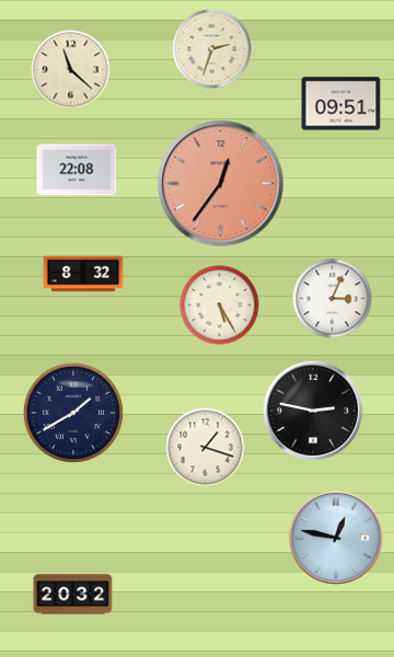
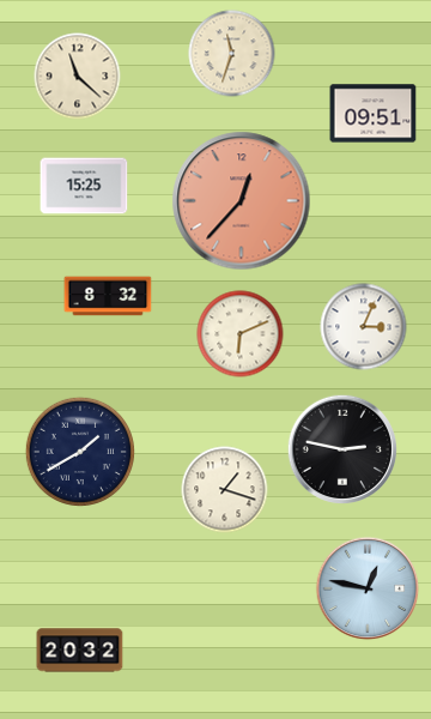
clock at (212, 49): 2:33 -> 11:33
clock at (77, 170): 22:08 -> 15:25
clock at (221, 184): 12:36 -> 12:37
clock at (83, 274) position: (83, 274) -> (108, 296)
clock at (220, 306): 5:25 -> 6:11
